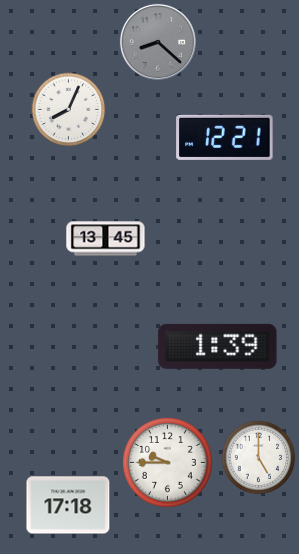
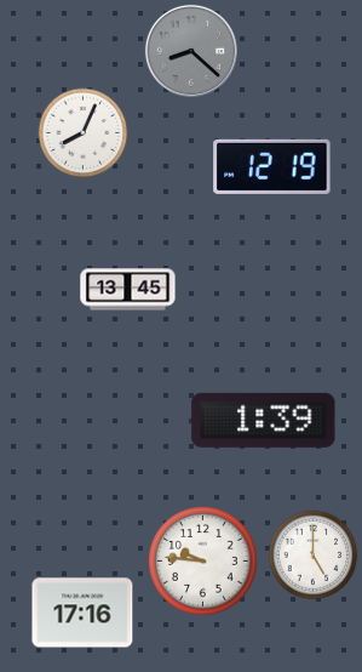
clock at (225, 137): 12:21 -> 12:19
clock at (168, 463): 9:45 -> 9:46
clock at (68, 505): 17:18 -> 17:16
